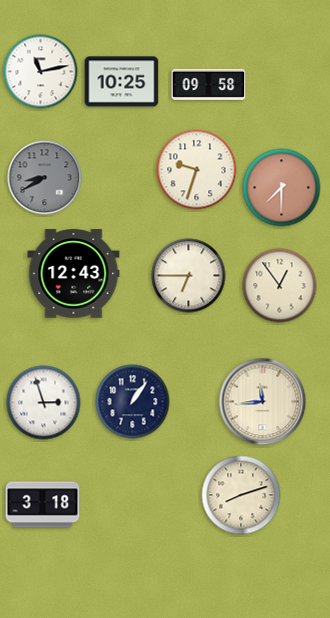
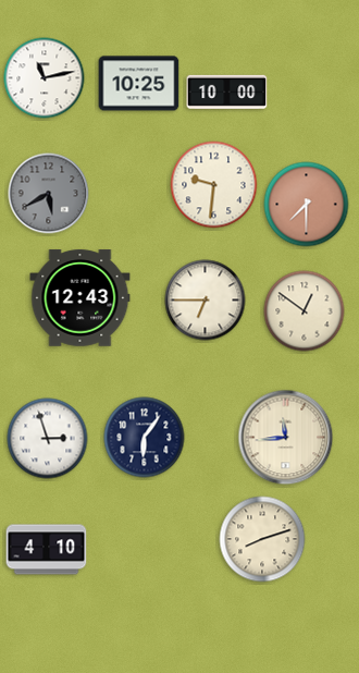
clock at (122, 82) position: (122, 82) -> (139, 84)
clock at (209, 84): 09:58 -> 10:00
clock at (197, 170): 9:33 -> 9:31
clock at (45, 178): 8:40 -> 5:40
clock at (280, 286): 12:54 -> 12:51
clock at (133, 402): 1:06 -> 6:06
clock at (43, 505): 3:18 -> 4:10
